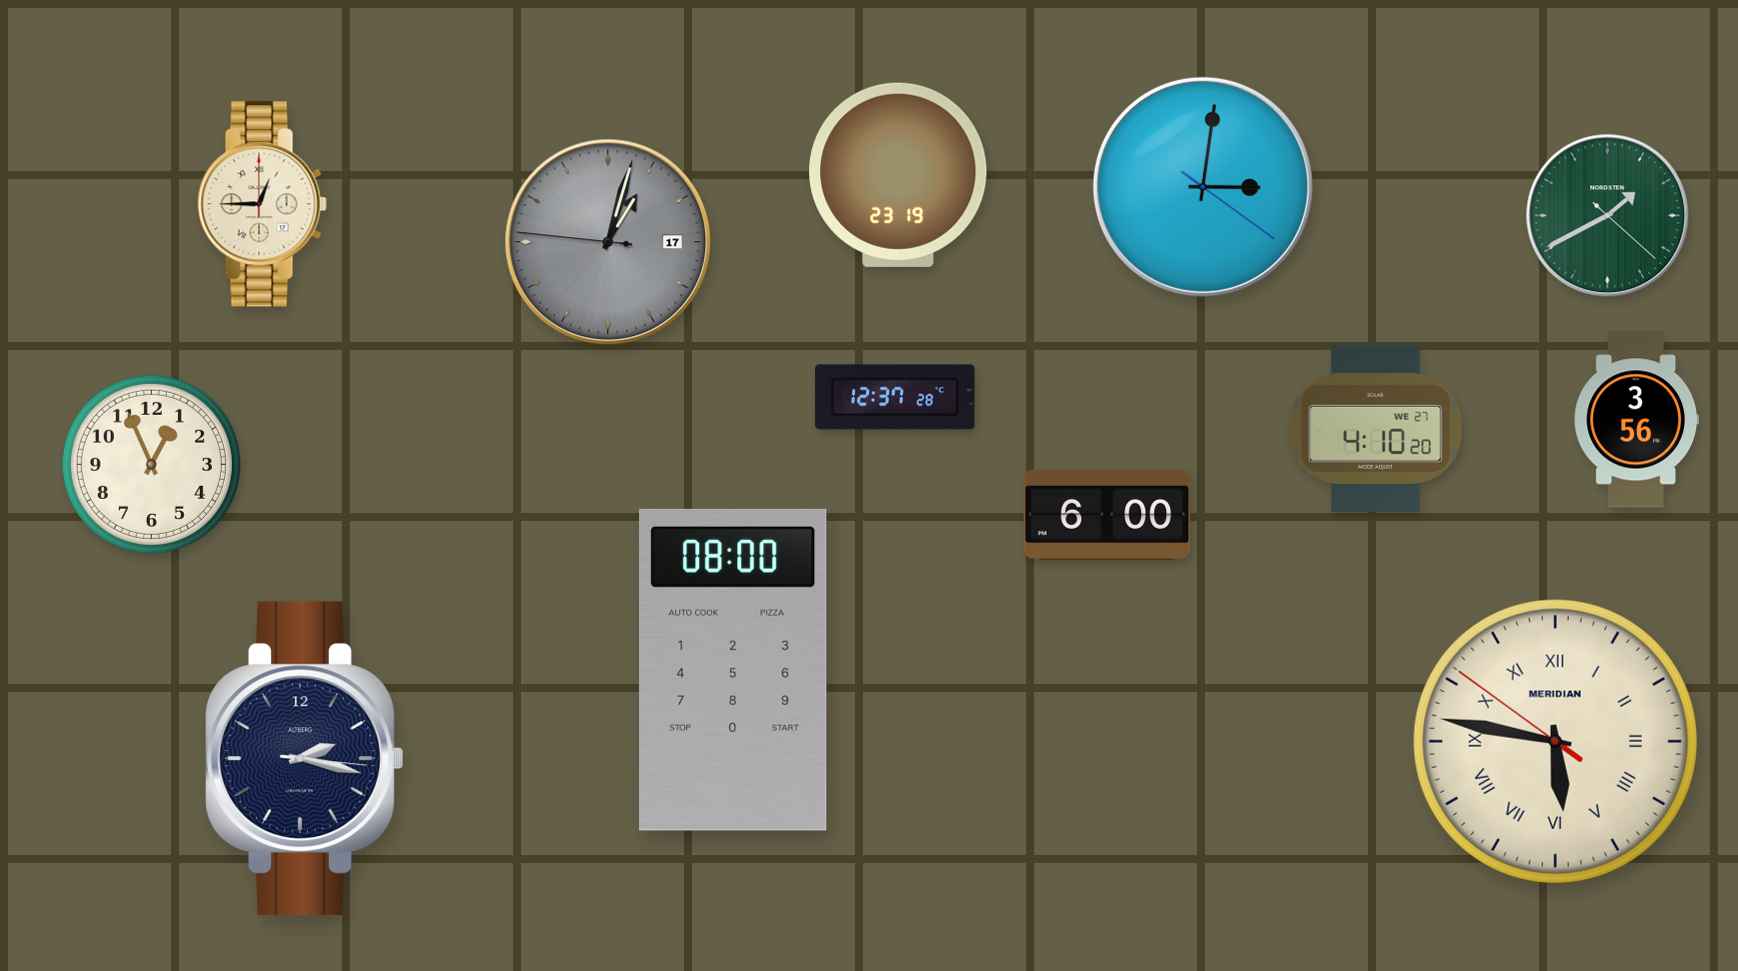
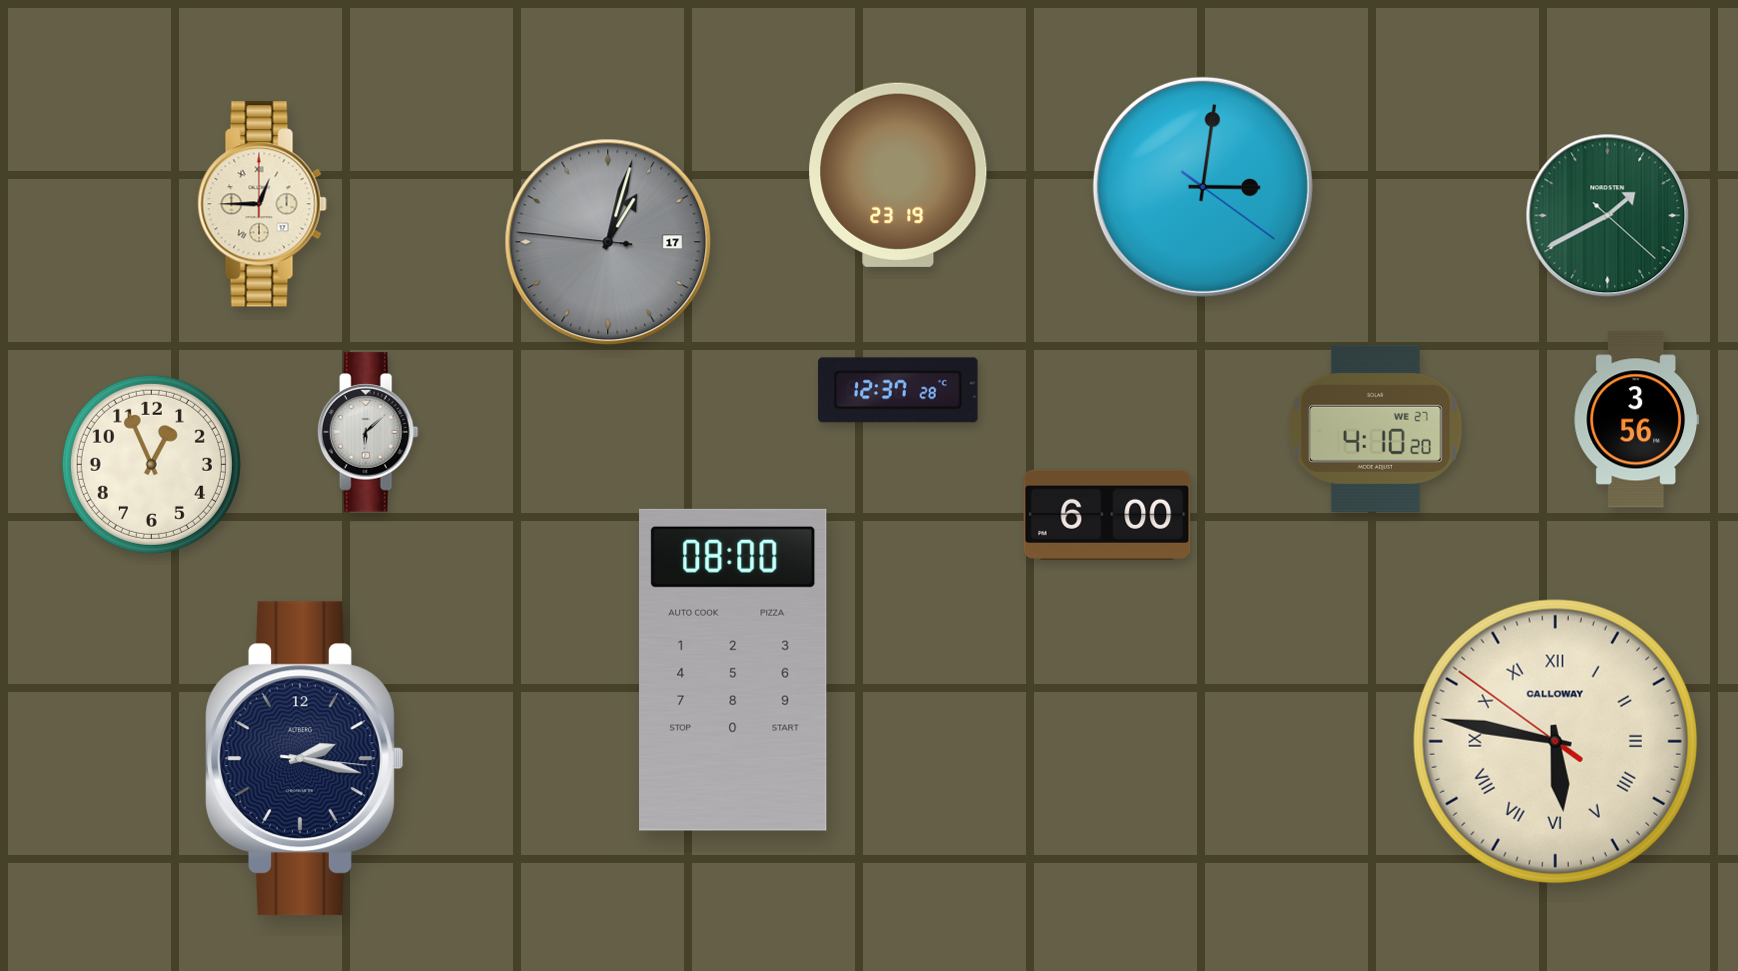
clock at (895, 397) position: (895, 397) -> (898, 390)
clock at (368, 432): none -> 6:08
clock at (1555, 741) brand: MERIDIAN -> CALLOWAY
